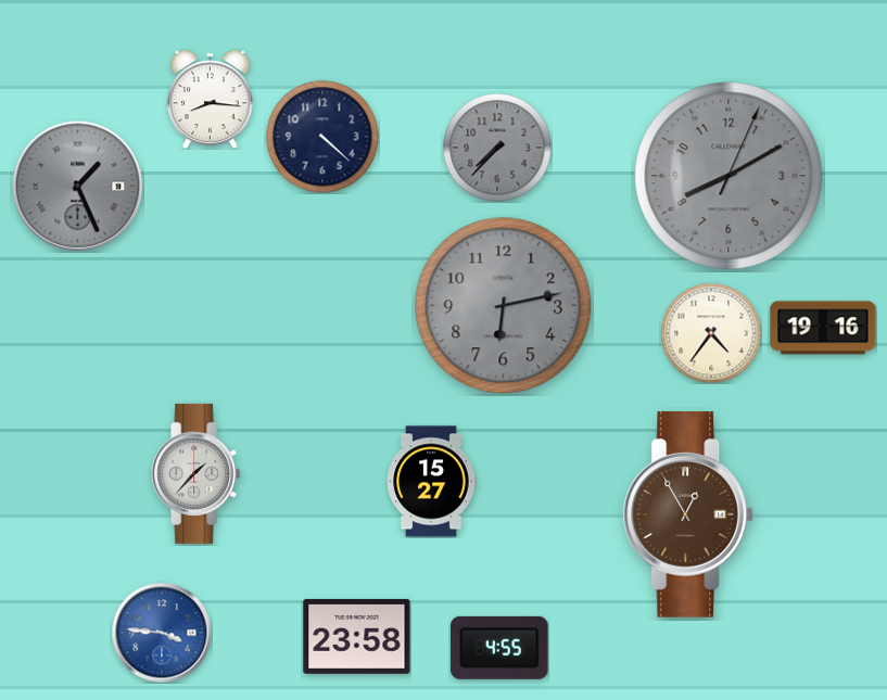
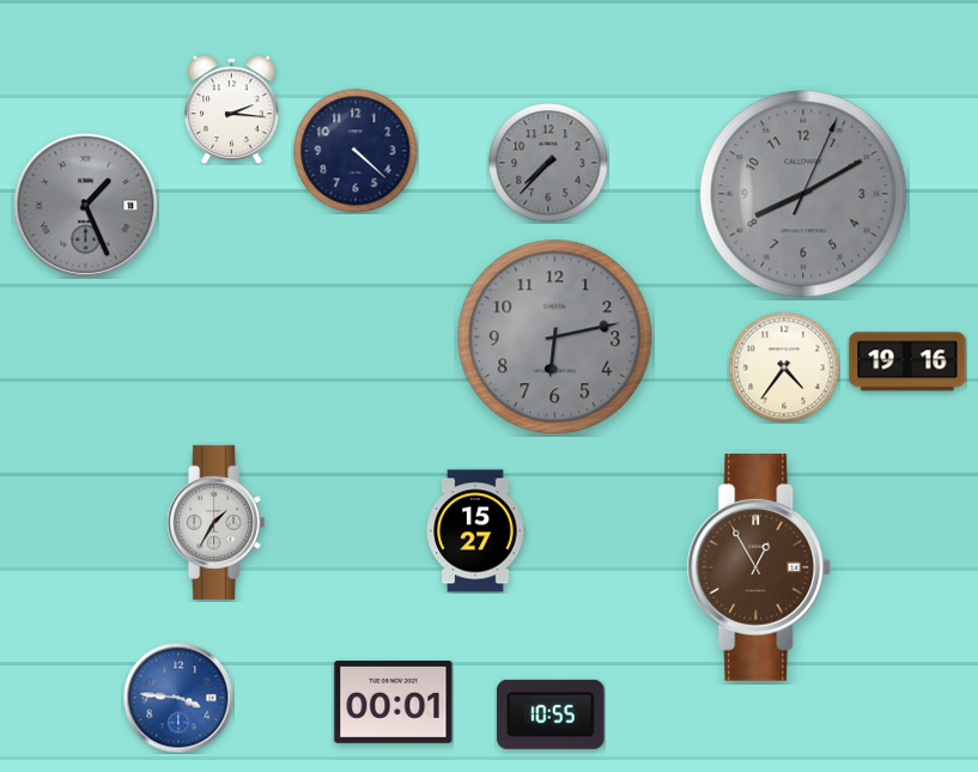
clock at (211, 99): 8:16 -> 2:16
clock at (197, 473): 1:37 -> 1:35
clock at (357, 636): 23:58 -> 00:01
clock at (499, 648): 4:55 -> 10:55
